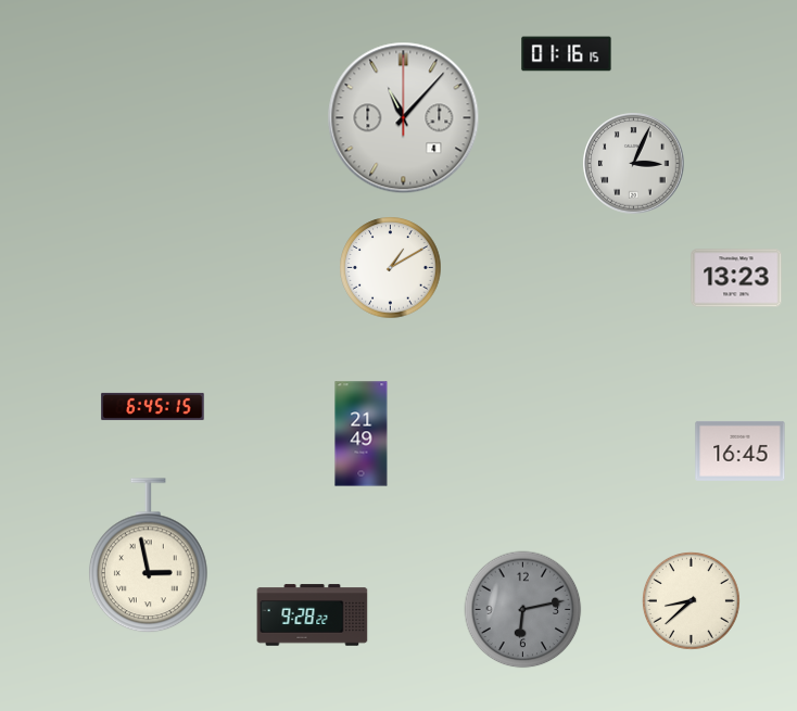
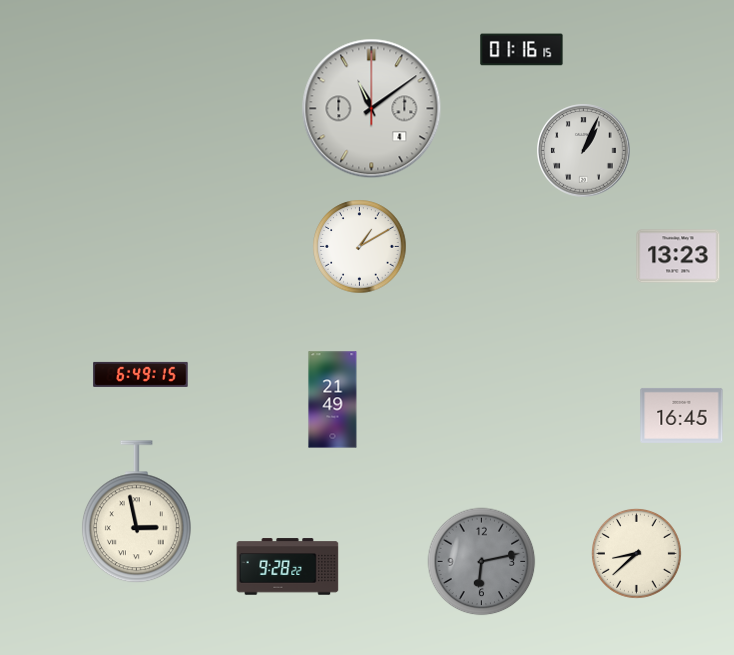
clock at (404, 118): 11:07 -> 11:09
clock at (634, 164): 3:04 -> 1:04
clock at (153, 406): 6:45 -> 6:49
